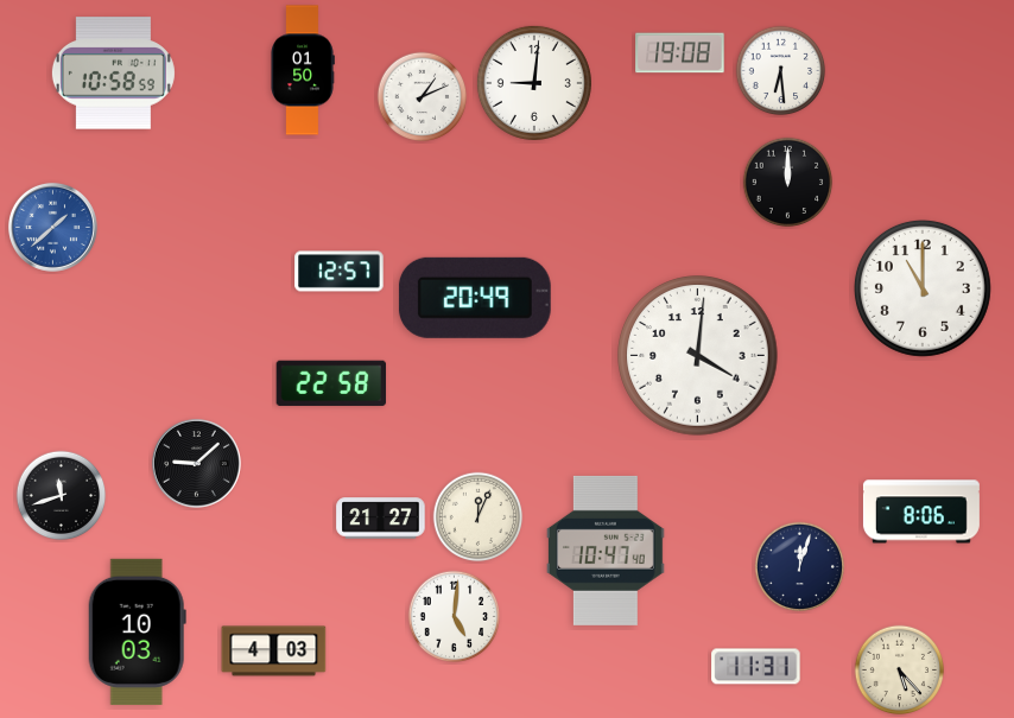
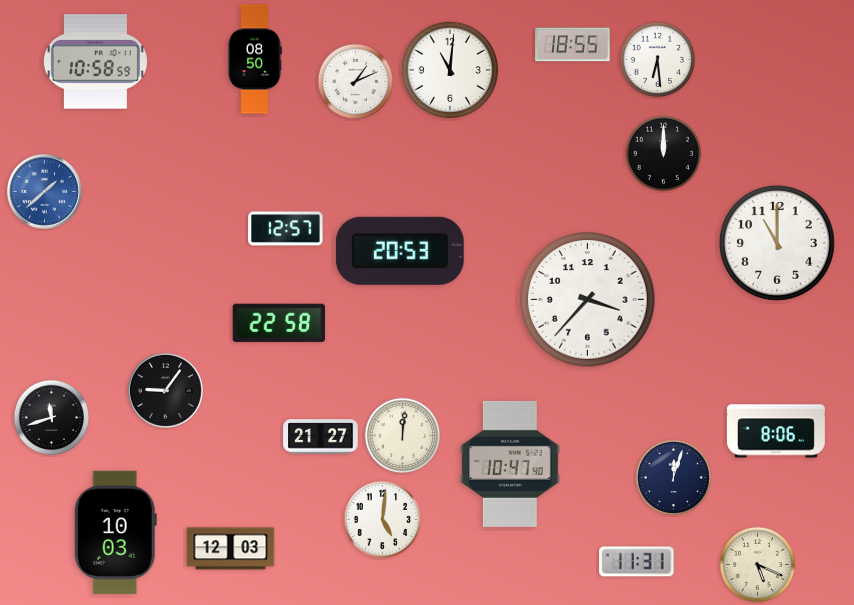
clock at (680, 53): 19:08 -> 18:55
clock at (303, 70): 01:50 -> 08:50
clock at (534, 83): 9:01 -> 11:01
clock at (475, 298): 20:49 -> 20:53
clock at (698, 356): 4:01 -> 3:37
clock at (196, 463): 9:08 -> 9:06
clock at (479, 517): 12:04 -> 12:01
clock at (274, 652): 4:03 -> 12:03
clock at (900, 671): 5:23 -> 5:19
